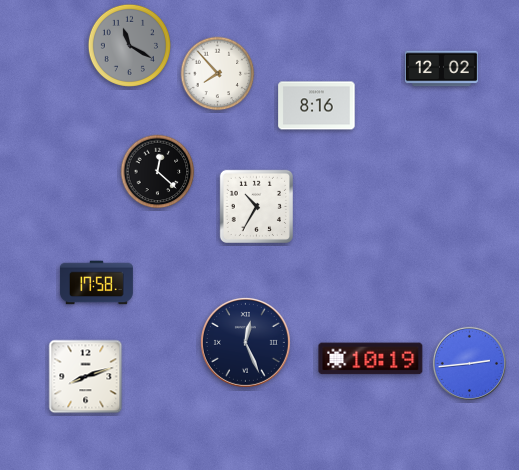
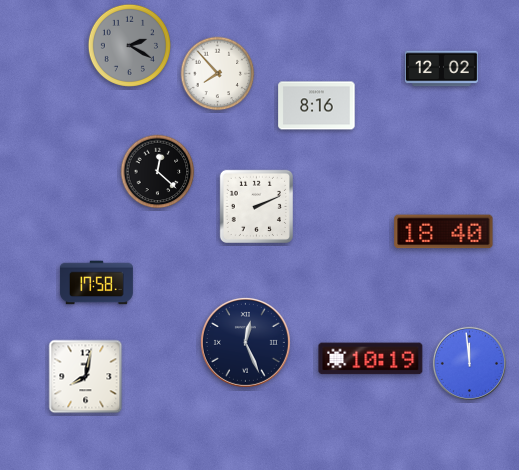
clock at (129, 45): 11:20 -> 2:20
clock at (256, 206): 10:35 -> 2:11
clock at (444, 232): none -> 18:40
clock at (469, 363): 2:44 -> 11:59
clock at (86, 377): 8:12 -> 8:02
